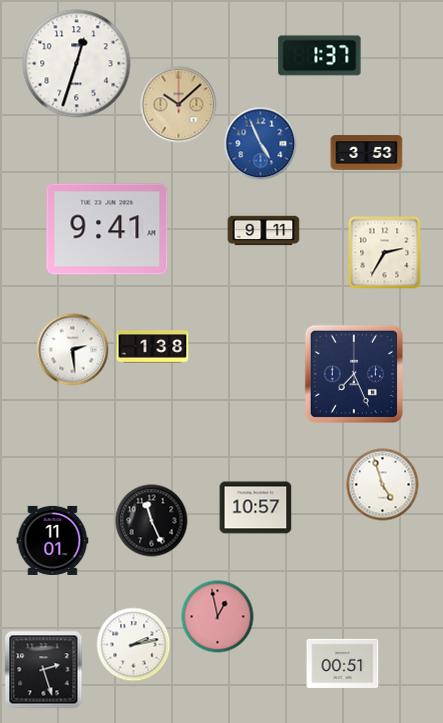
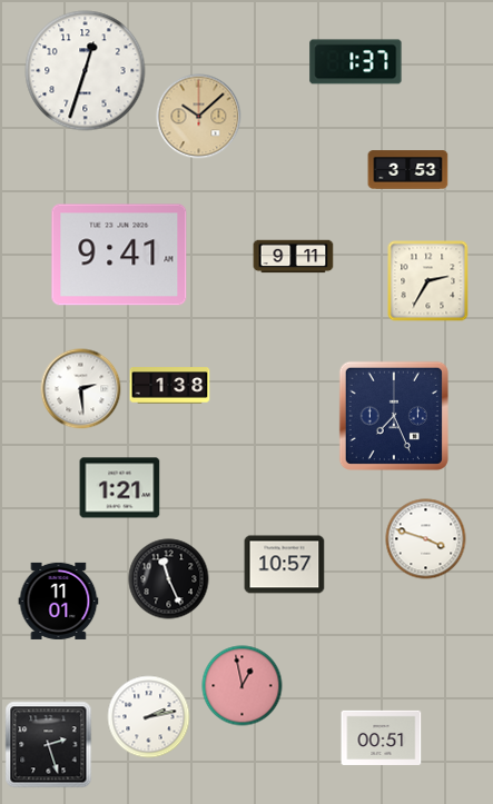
clock at (261, 144): 4:56 -> none
clock at (120, 488): none -> 1:21
clock at (383, 485): 4:57 -> 3:48
